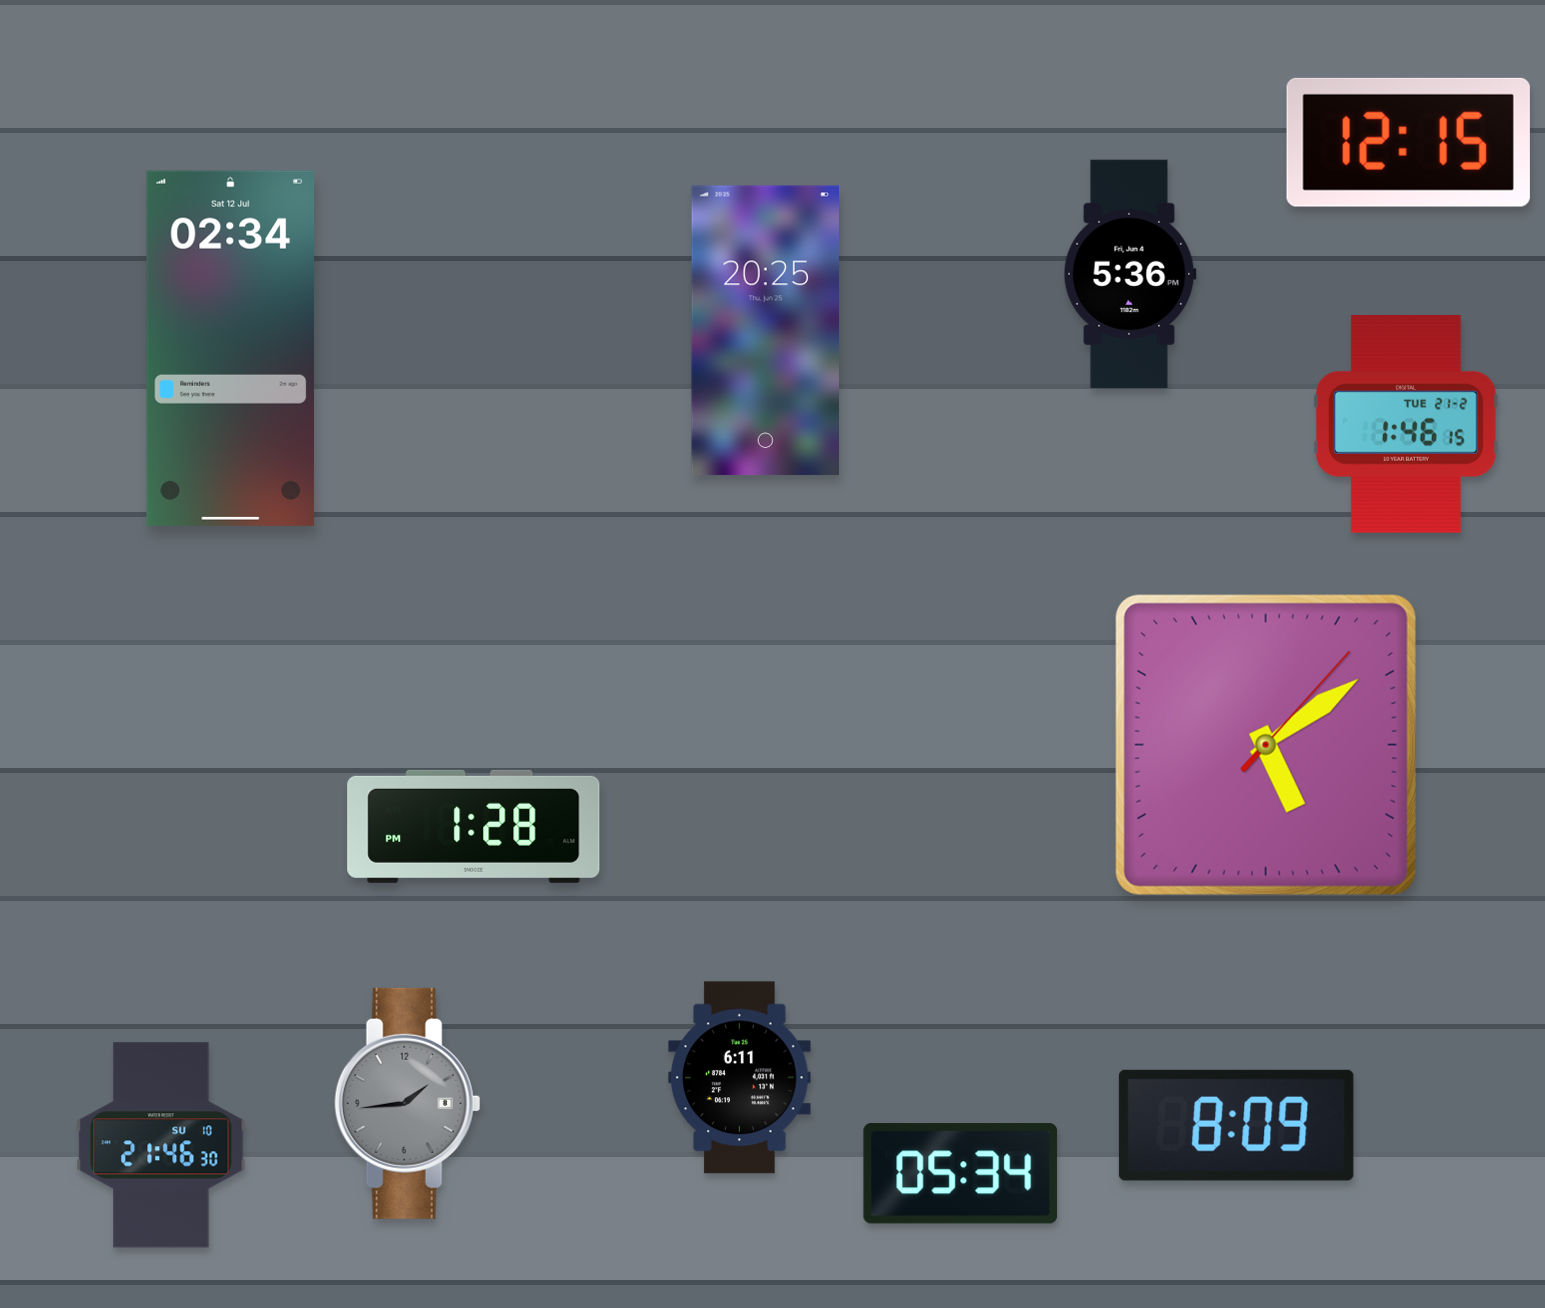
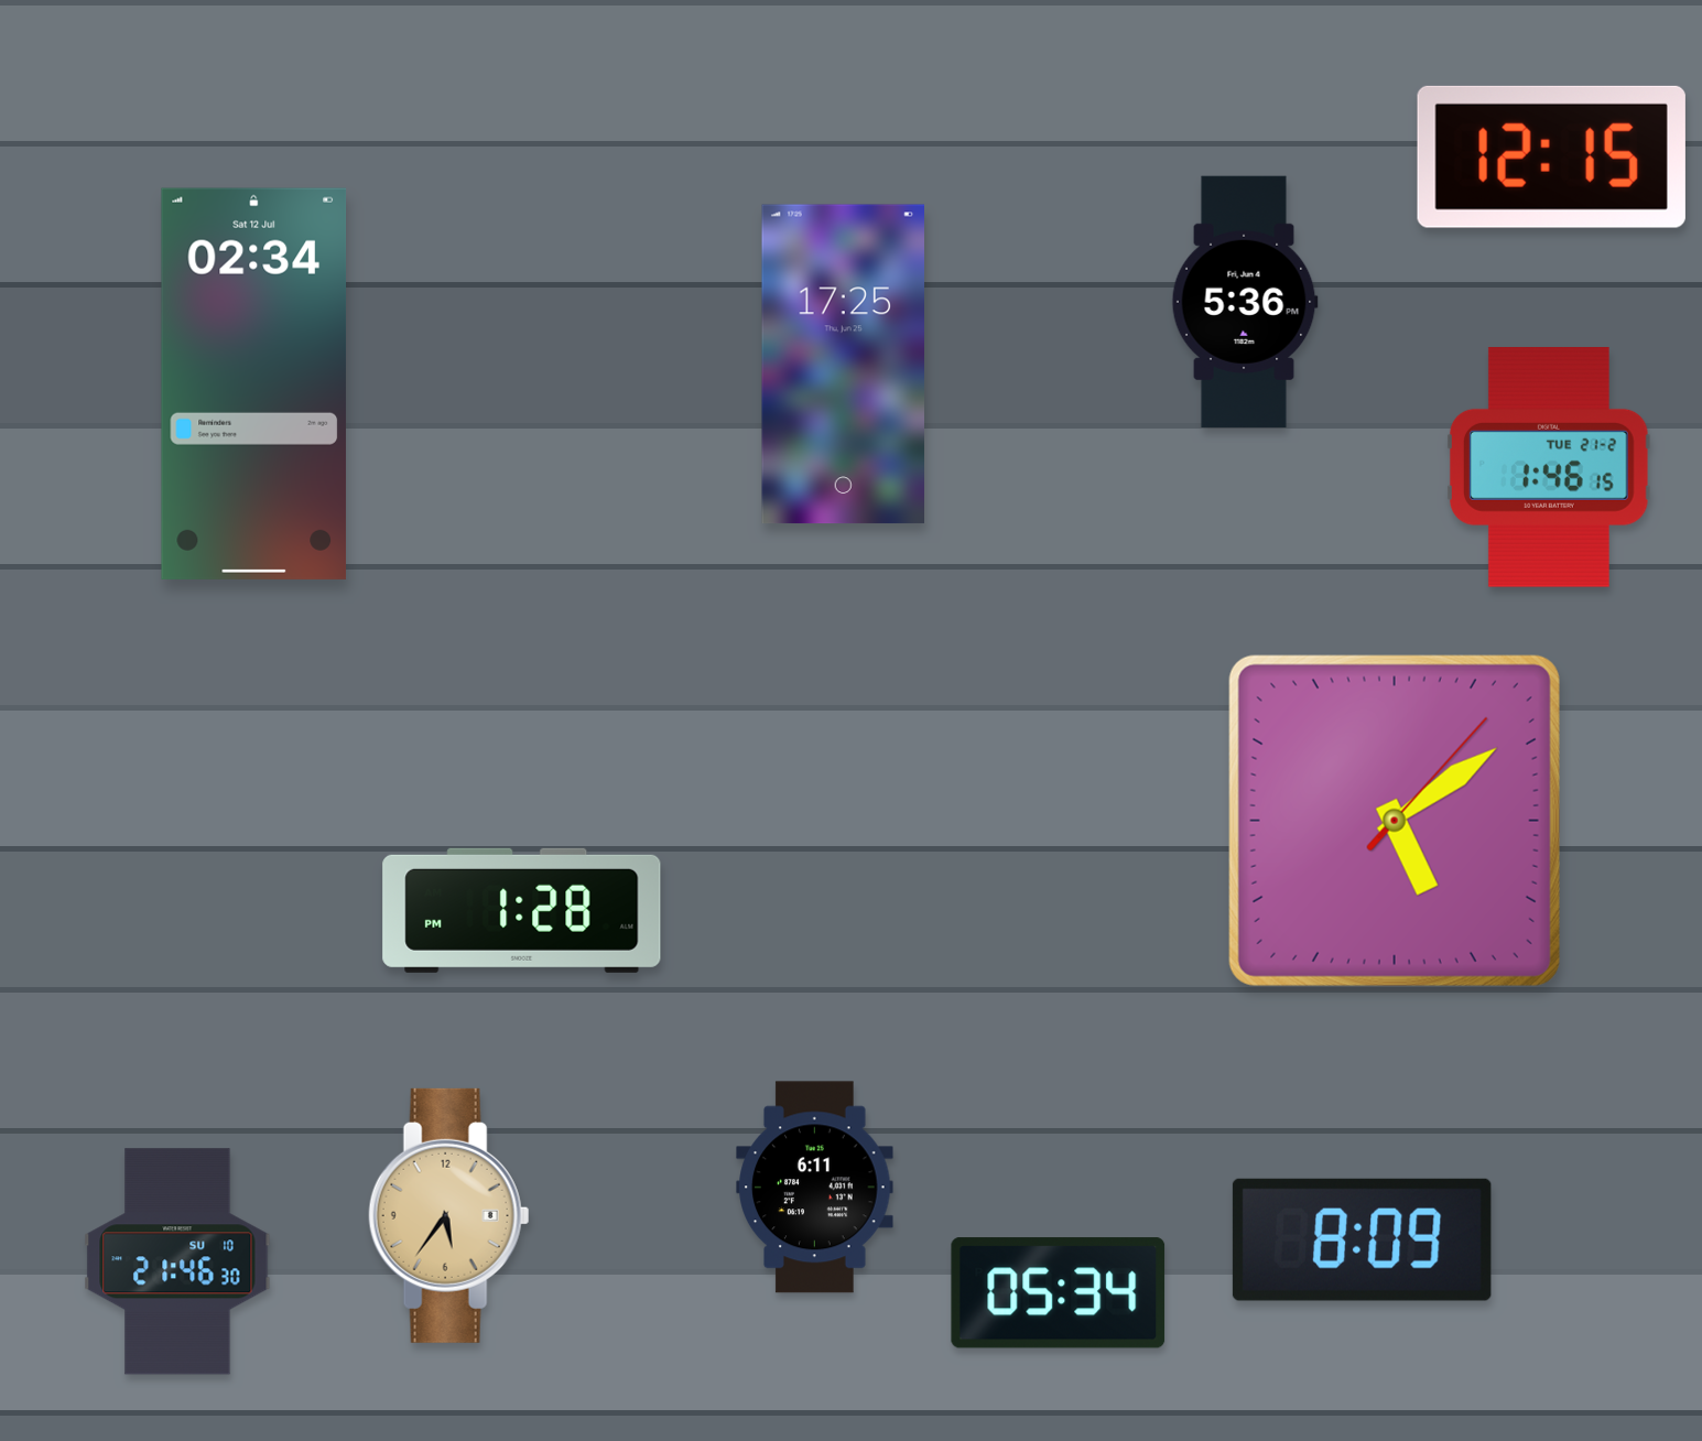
clock at (765, 331): 20:25 -> 17:25
clock at (408, 1103): 1:44 -> 5:36
clock at (408, 1103) dial: grey -> champagne
